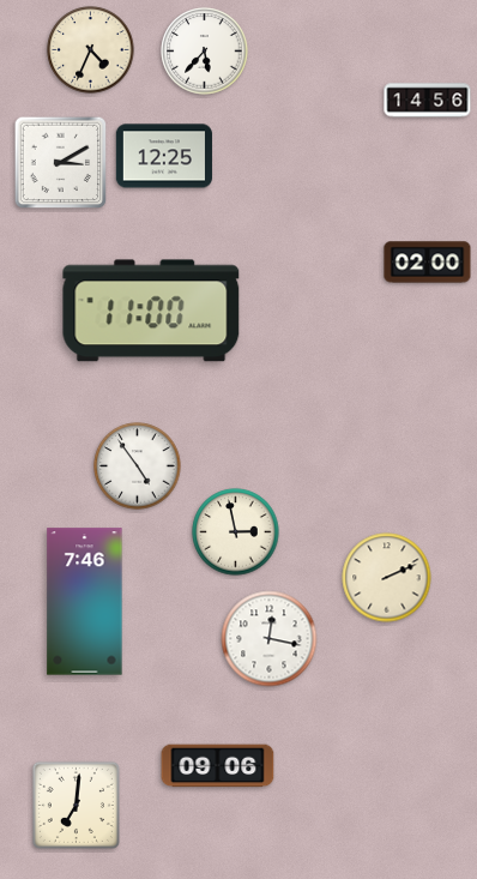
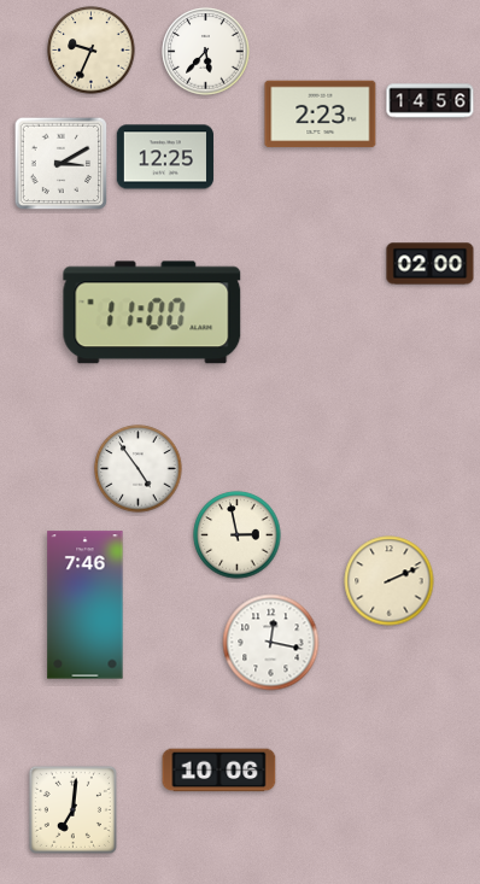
clock at (91, 50): 4:34 -> 9:34
clock at (321, 115): none -> 2:23
clock at (218, 766): 09:06 -> 10:06
clock at (76, 805) position: (76, 805) -> (72, 809)
